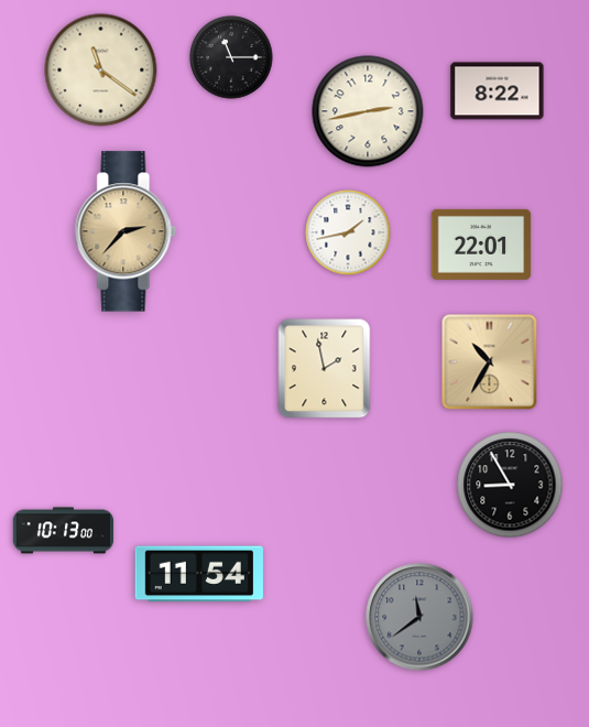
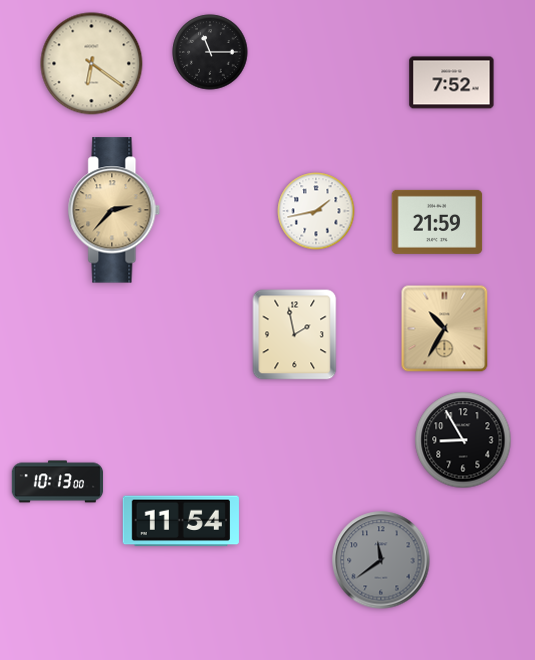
clock at (101, 70): 11:21 -> 6:21
clock at (498, 91): 8:22 -> 7:52
clock at (368, 111): 2:43 -> none
clock at (481, 245): 22:01 -> 21:59
